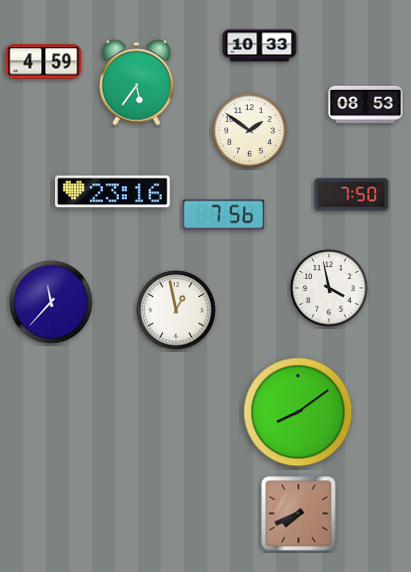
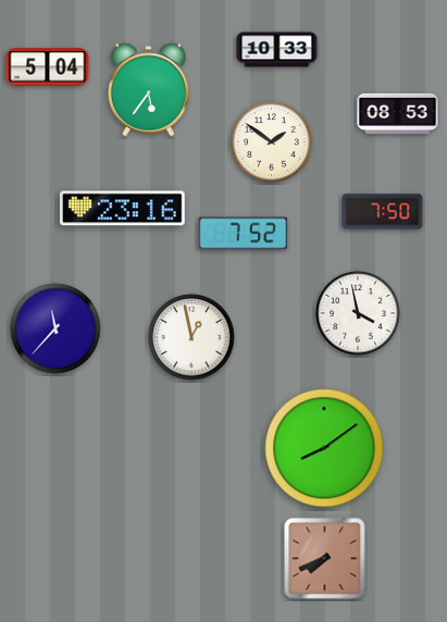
clock at (260, 46) position: (260, 46) -> (277, 50)
clock at (44, 62): 4:59 -> 5:04
clock at (224, 215): 7:56 -> 7:52
